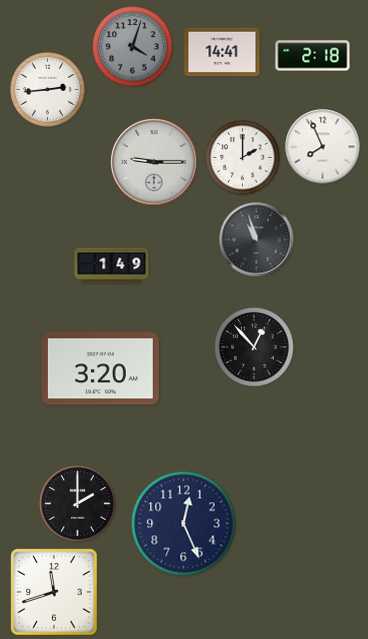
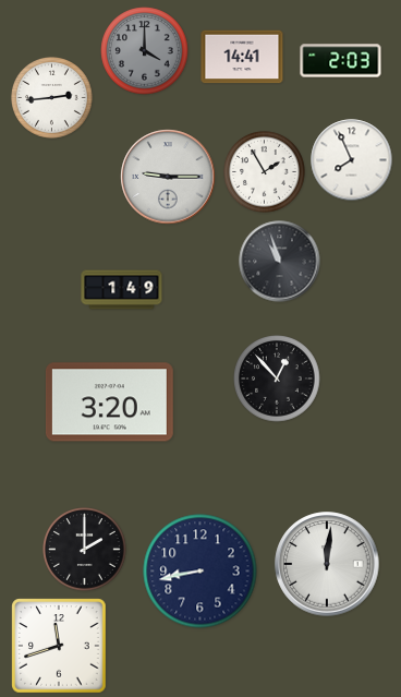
clock at (133, 47): 4:03 -> 4:00
clock at (313, 56): 2:18 -> 2:03
clock at (243, 158): 2:00 -> 1:55
clock at (327, 564): none -> 12:01
clock at (184, 524): 12:26 -> 8:43
